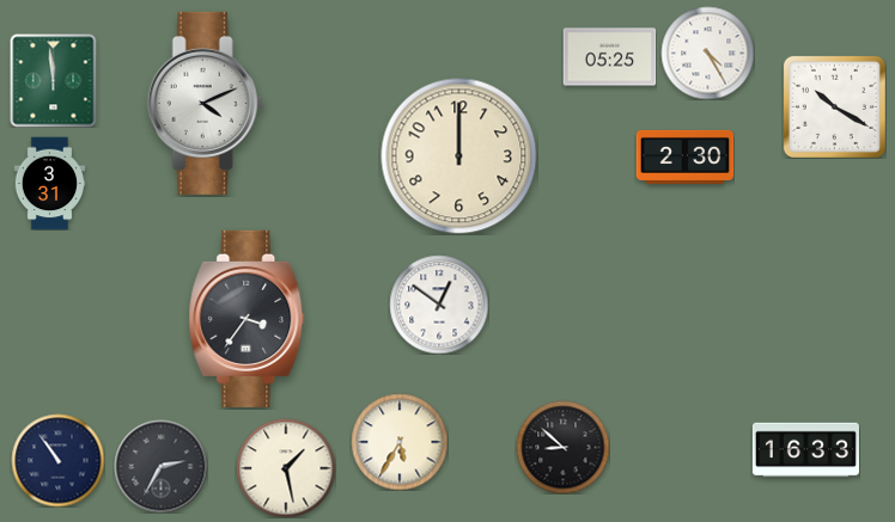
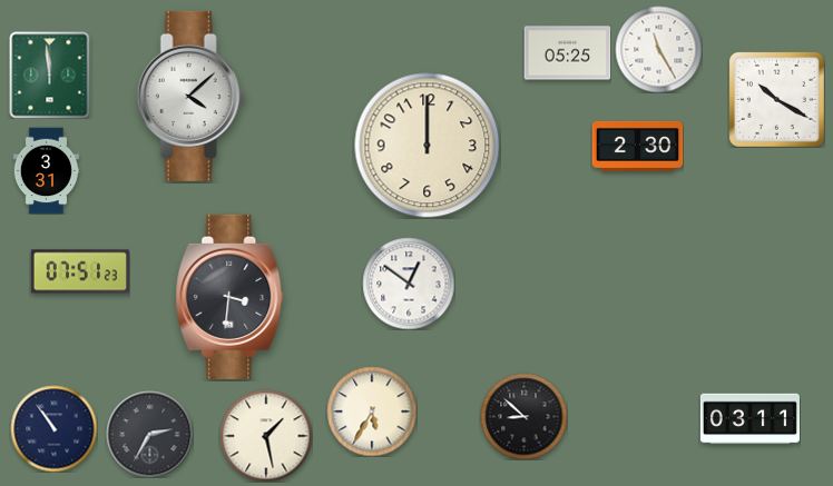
clock at (707, 53): 4:25 -> 11:25
clock at (205, 103): 4:11 -> 4:08
clock at (80, 271): none -> 07:51
clock at (246, 319): 3:36 -> 3:31
clock at (805, 450): 16:33 -> 03:11
